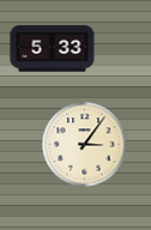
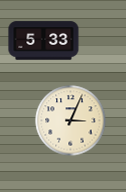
clock at (85, 145): 3:06 -> 3:04
